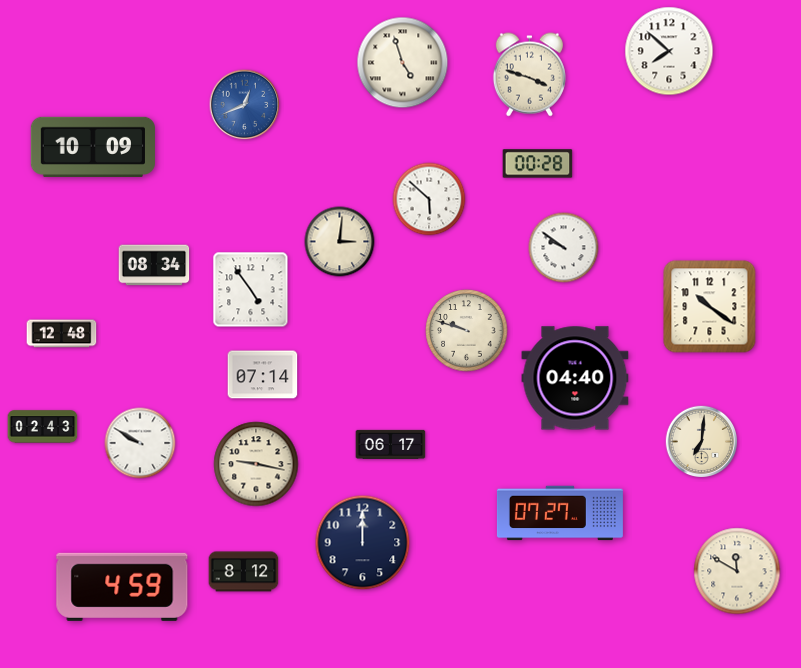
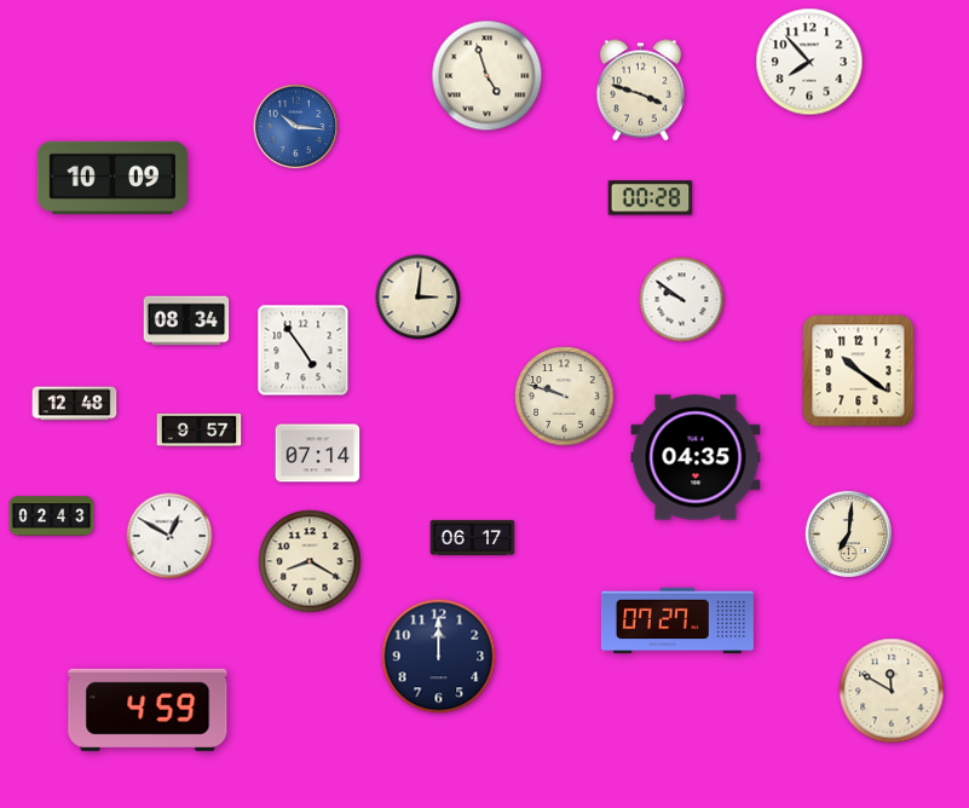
clock at (669, 51): 7:52 -> 7:53
clock at (245, 105): 12:41 -> 10:16
clock at (429, 199): 5:52 -> none
clock at (340, 242) position: (340, 242) -> (419, 298)
clock at (467, 331) position: (467, 331) -> (565, 397)
clock at (200, 429): none -> 9:57
clock at (575, 378): 04:40 -> 04:35
clock at (140, 443): 9:50 -> 12:50
clock at (256, 464): 9:17 -> 8:20
clock at (244, 572): 8:12 -> none
